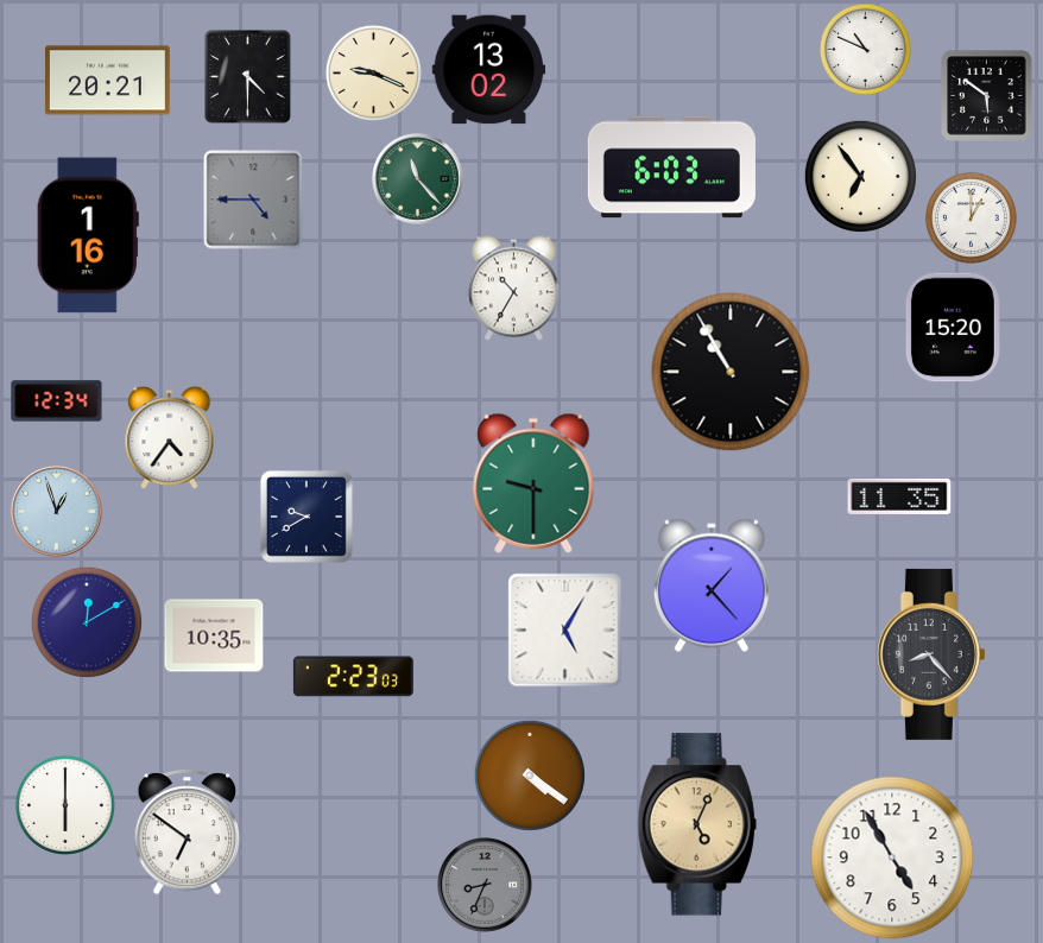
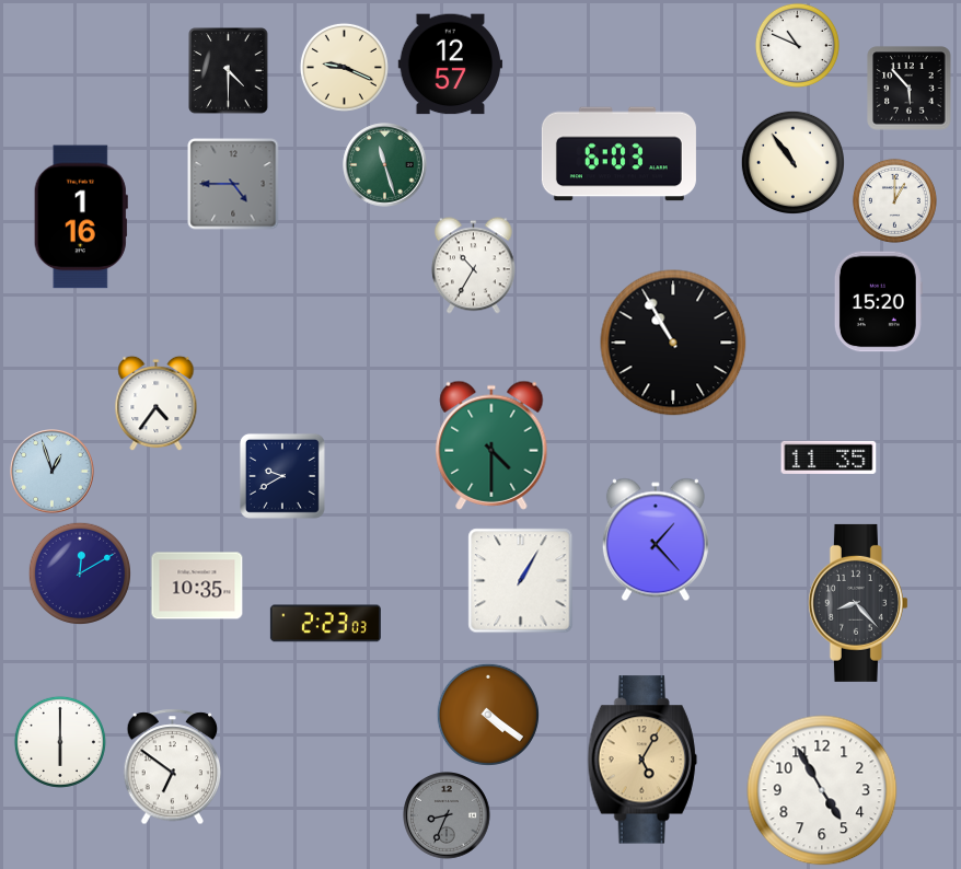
clock at (489, 70): 13:02 -> 12:57
clock at (107, 81): 20:21 -> none
clock at (987, 96): 5:51 -> 5:53
clock at (860, 176): 6:54 -> 10:54
clock at (418, 179): 11:23 -> 11:27
clock at (57, 401): 12:34 -> none
clock at (533, 483): 9:30 -> 4:30
clock at (565, 631): 5:05 -> 1:05
clock at (697, 824): 5:04 -> 5:05
